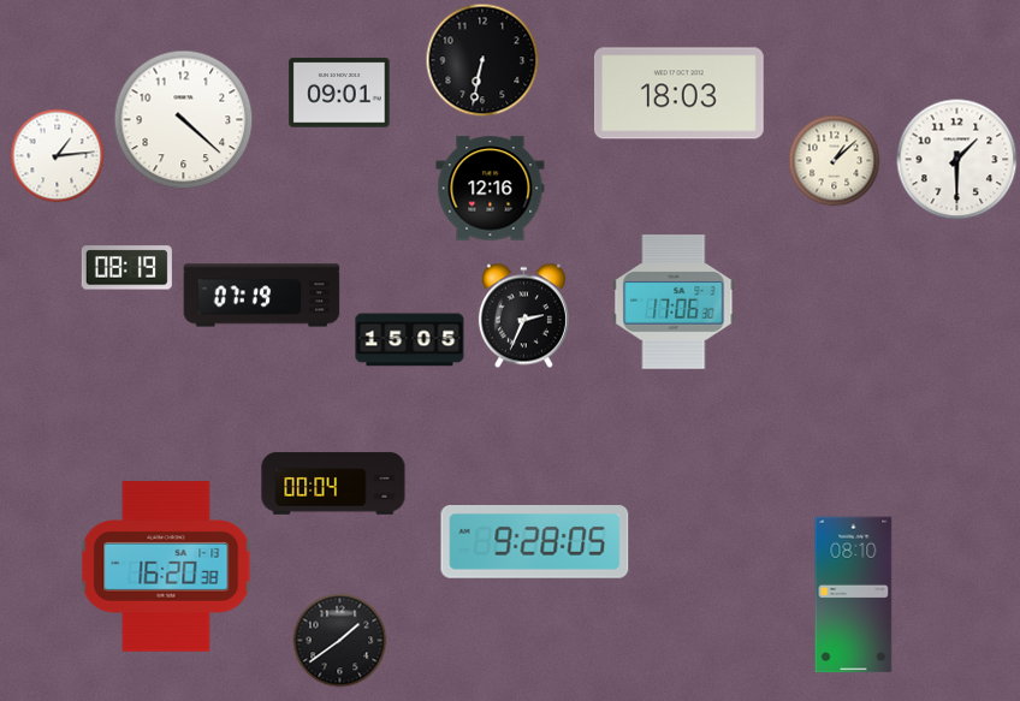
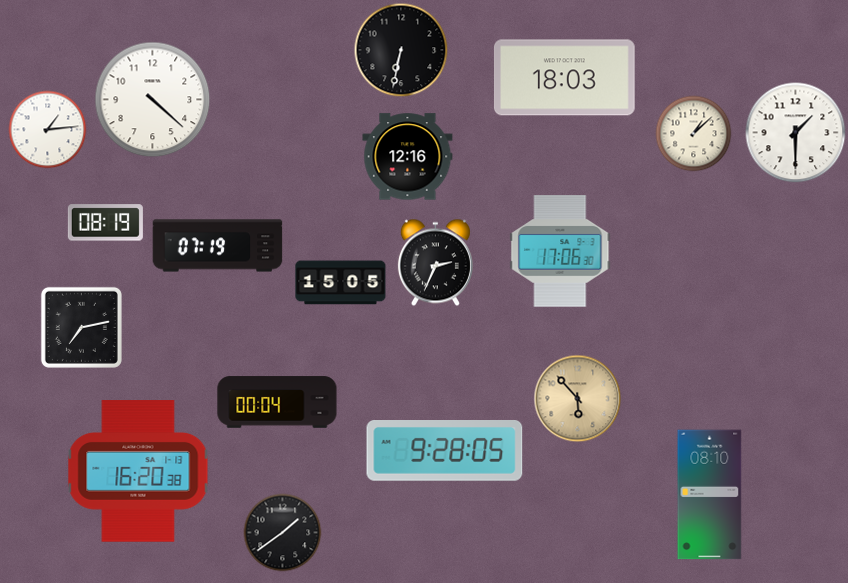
clock at (339, 93): 09:01 -> none
clock at (81, 327): none -> 7:13
clock at (578, 399): none -> 5:53
